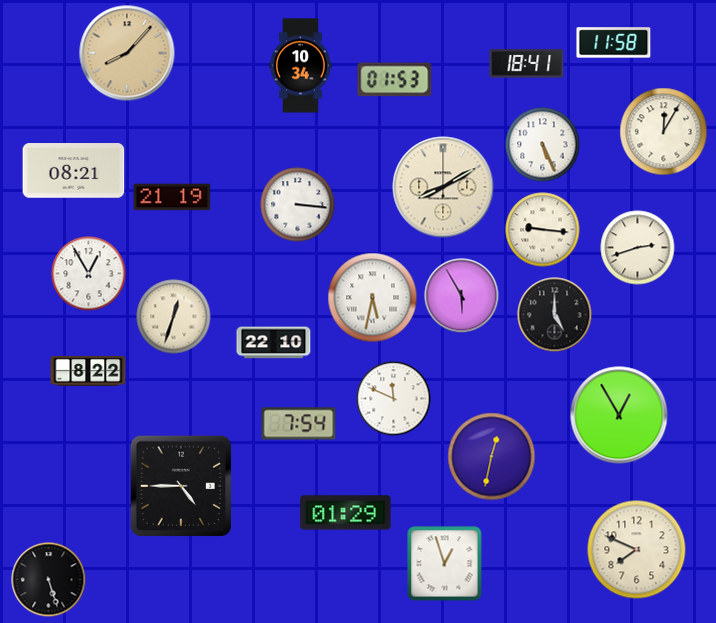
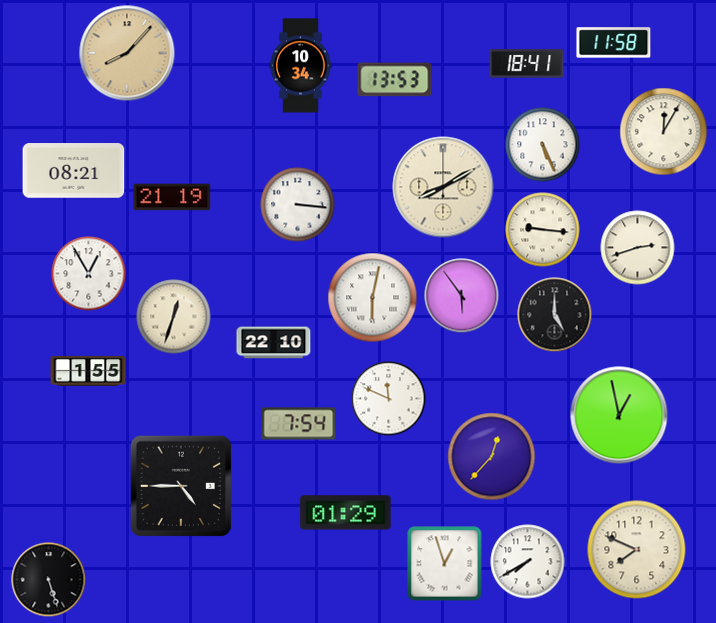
clock at (395, 80): 01:53 -> 13:53
clock at (462, 296): 5:55 -> 5:54
clock at (373, 298): 5:32 -> 6:02
clock at (88, 372): 8:22 -> 1:55
clock at (394, 399) position: (394, 399) -> (389, 399)
clock at (619, 415): 12:55 -> 12:58
clock at (492, 457): 12:32 -> 12:37
clock at (528, 562): none -> 7:40
